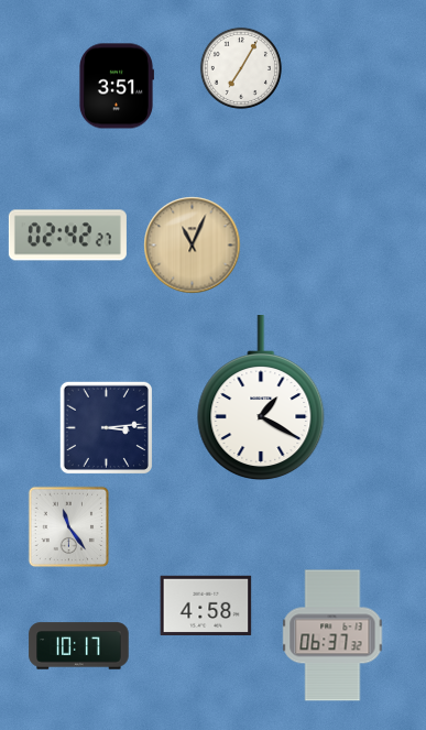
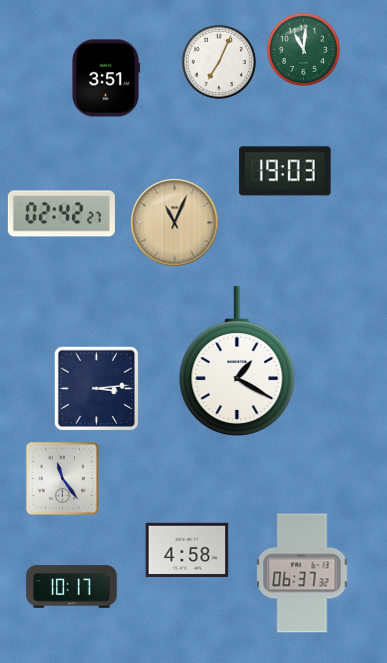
clock at (303, 49): none -> 11:01
clock at (241, 68): 7:05 -> 7:04
clock at (285, 171): none -> 19:03
clock at (332, 635) position: (332, 635) -> (302, 573)
